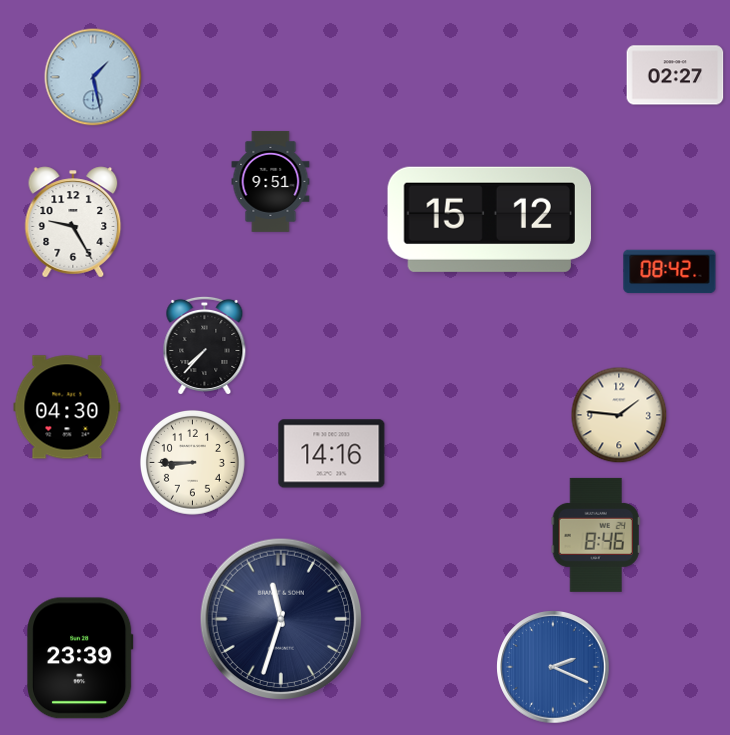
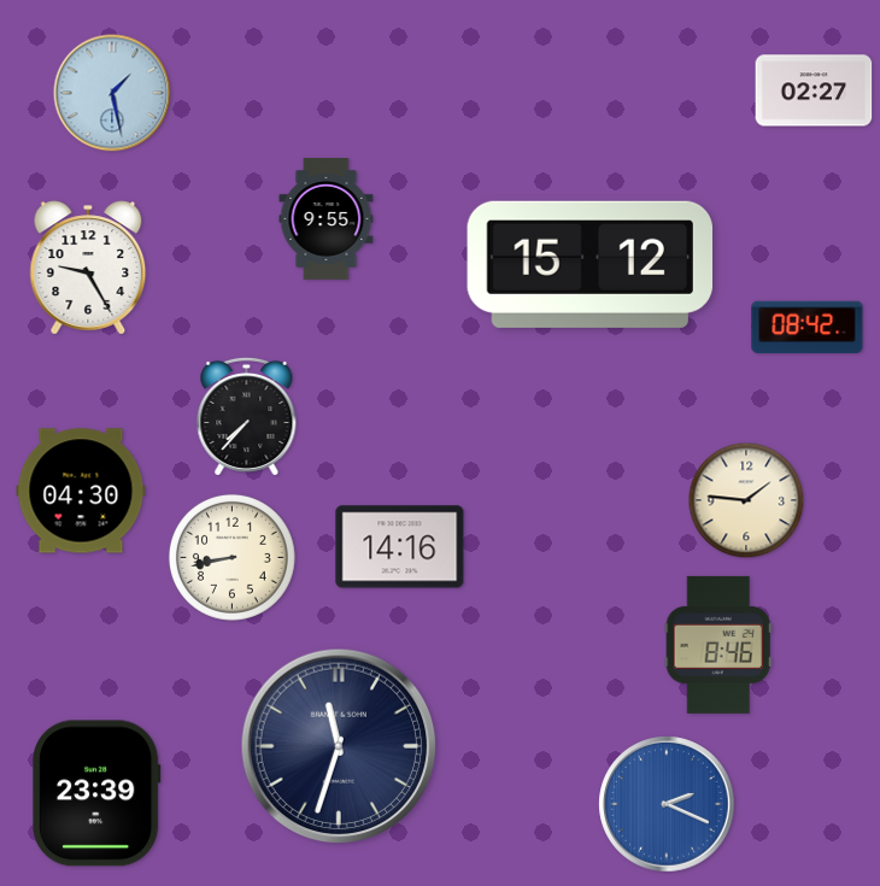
clock at (271, 182): 9:51 -> 9:55
clock at (192, 462): 8:45 -> 8:43
